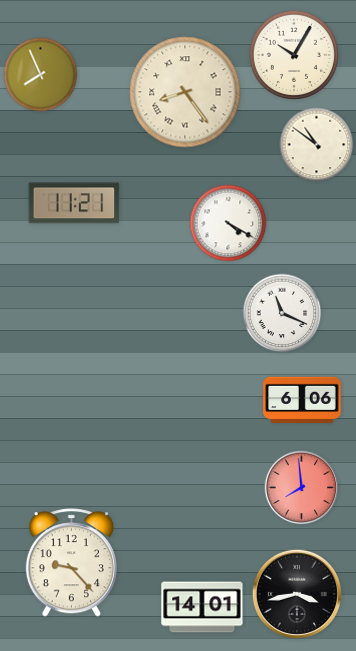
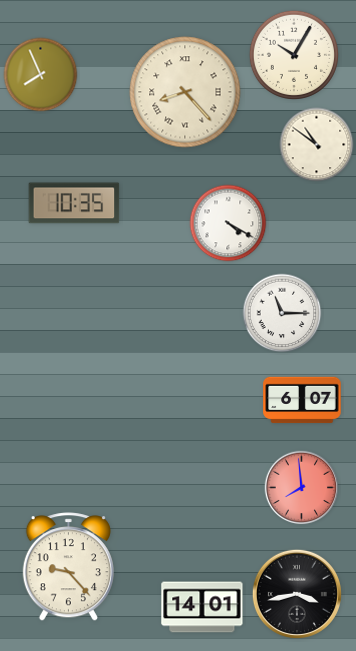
clock at (185, 92): 8:24 -> 8:23
clock at (74, 203): 11:21 -> 10:35
clock at (282, 313): 11:19 -> 11:15
clock at (302, 400): 6:06 -> 6:07
clock at (71, 563) position: (71, 563) -> (68, 567)
